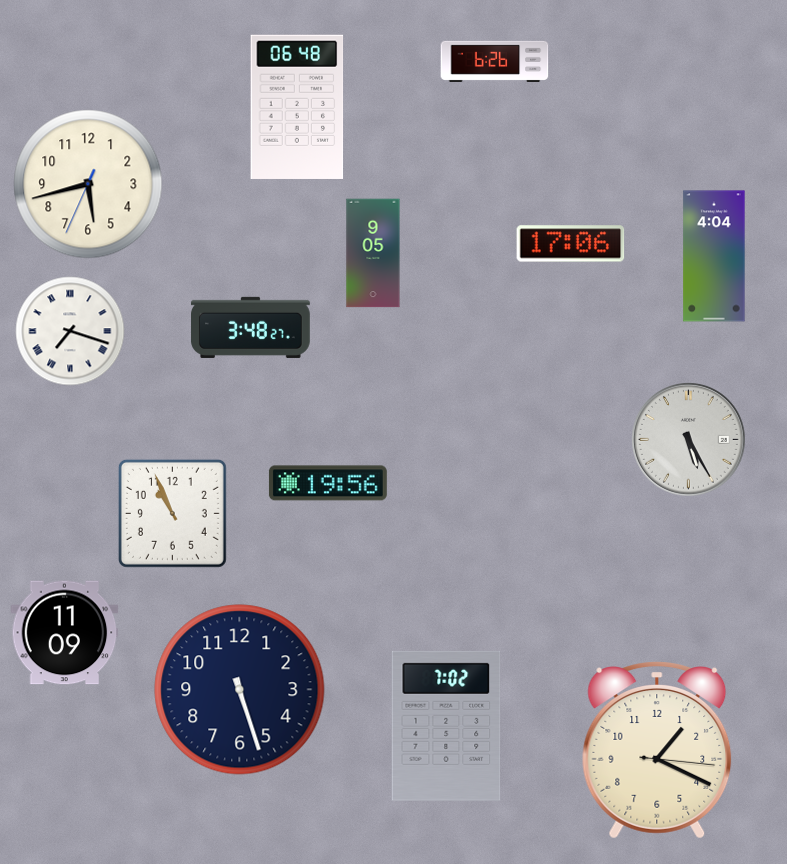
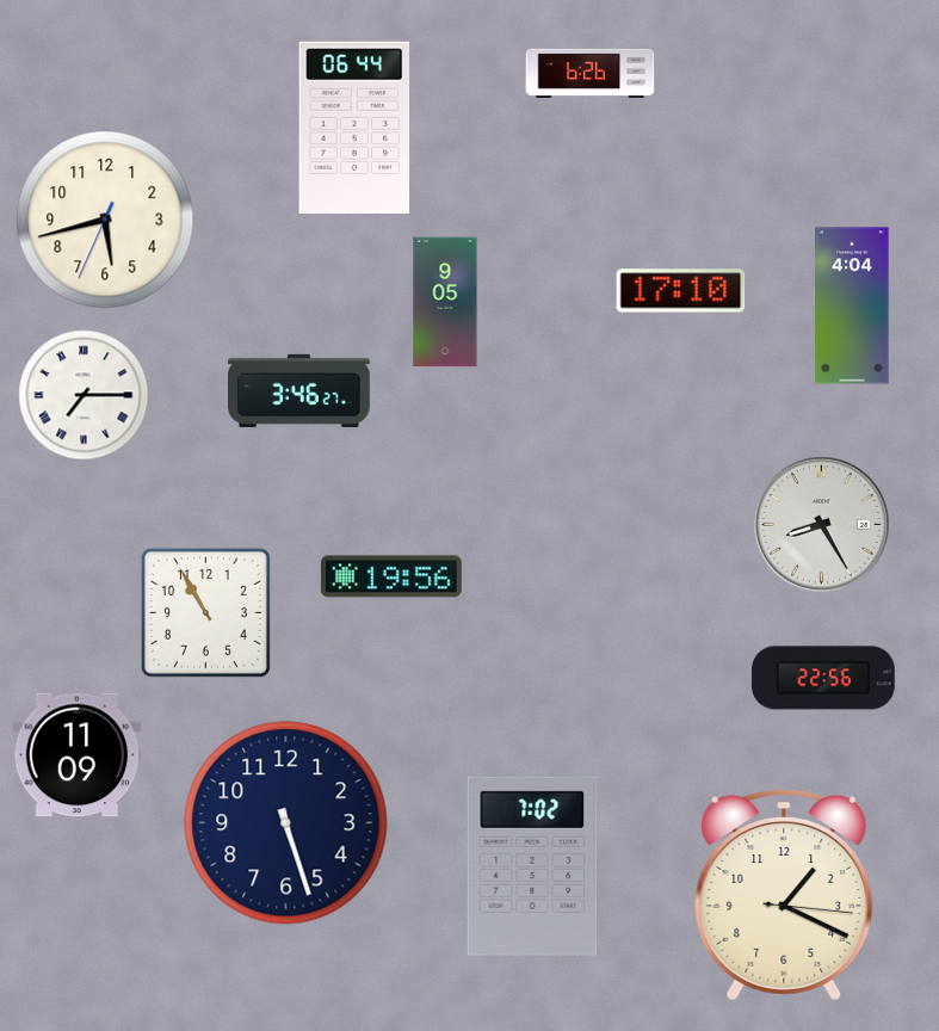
clock at (297, 107): 06:48 -> 06:44
clock at (571, 244): 17:06 -> 17:10
clock at (250, 327): 3:48 -> 3:46
clock at (70, 331): 7:18 -> 7:15
clock at (689, 440): 5:25 -> 8:25
clock at (172, 513): 10:56 -> 10:55
clock at (824, 678): none -> 22:56
